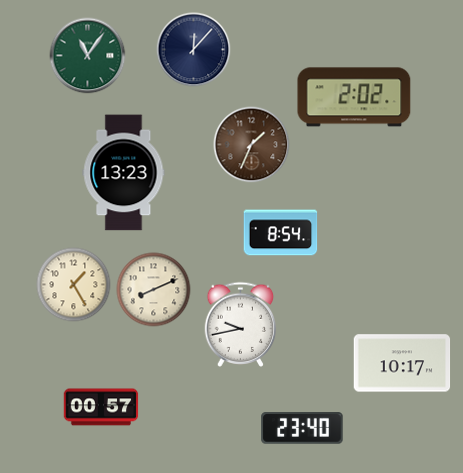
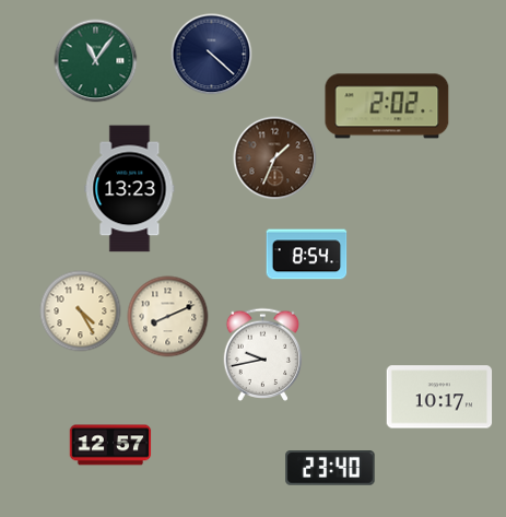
clock at (194, 50): 12:07 -> 4:22
clock at (124, 173) position: (124, 173) -> (130, 189)
clock at (74, 285): 1:25 -> 4:25
clock at (101, 407): 00:57 -> 12:57
